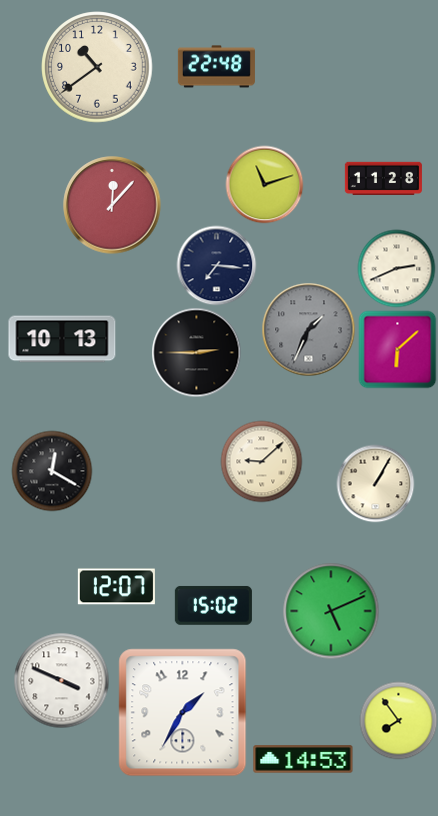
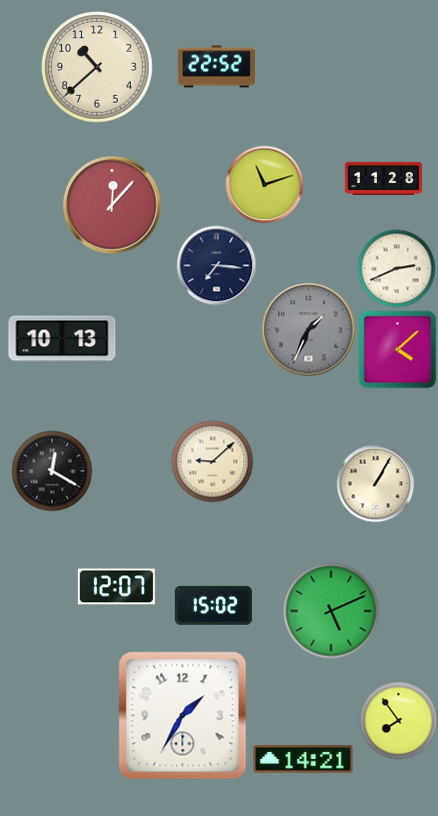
clock at (97, 67): 10:39 -> 10:38
clock at (216, 67): 22:48 -> 22:52
clock at (397, 349): 6:08 -> 4:08
clock at (196, 352): 2:45 -> none
clock at (261, 461) position: (261, 461) -> (212, 461)
clock at (61, 680): 3:49 -> none
clock at (183, 713) position: (183, 713) -> (183, 716)
clock at (303, 759): 14:53 -> 14:21
